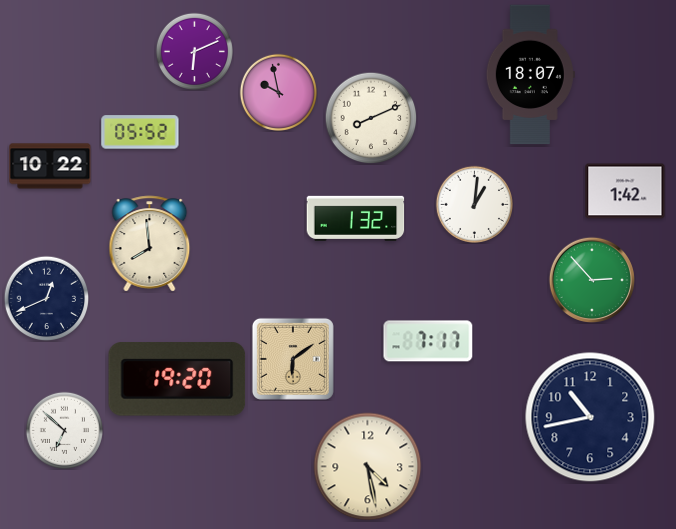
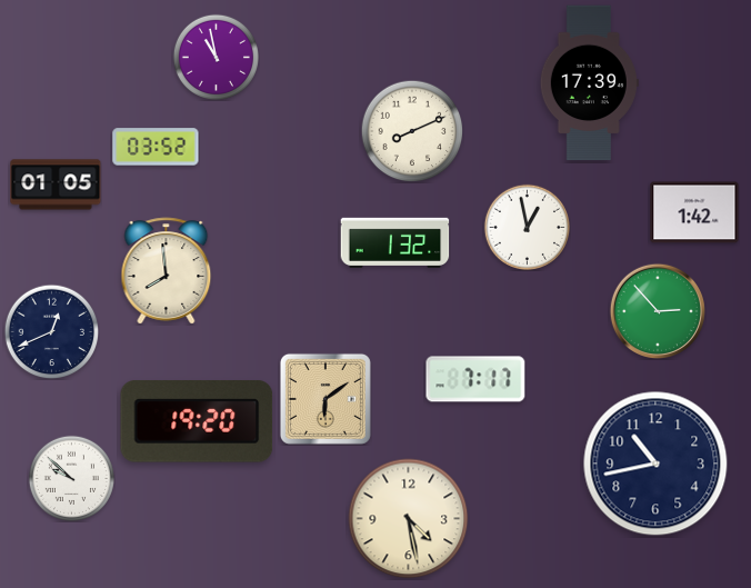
clock at (194, 51): 6:11 -> 10:58
clock at (530, 75): 18:07 -> 17:39
clock at (278, 92): 9:58 -> none
clock at (140, 132): 05:52 -> 03:52
clock at (50, 166): 10:22 -> 01:05
clock at (474, 204): 1:01 -> 12:58
clock at (64, 430): 6:52 -> 9:52
